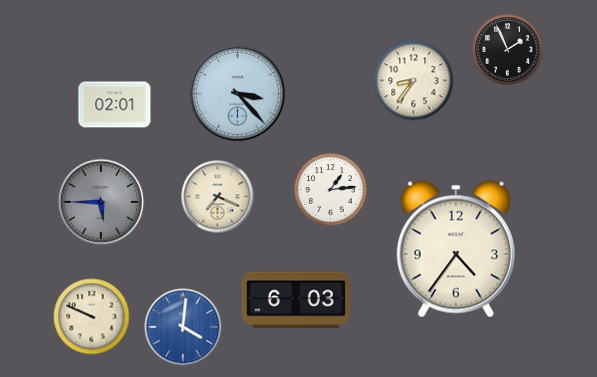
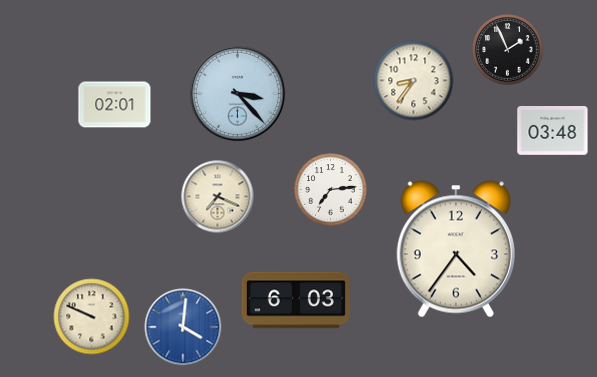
clock at (553, 131): none -> 03:48
clock at (331, 190): 1:14 -> 7:14
clock at (101, 202): 5:45 -> none
